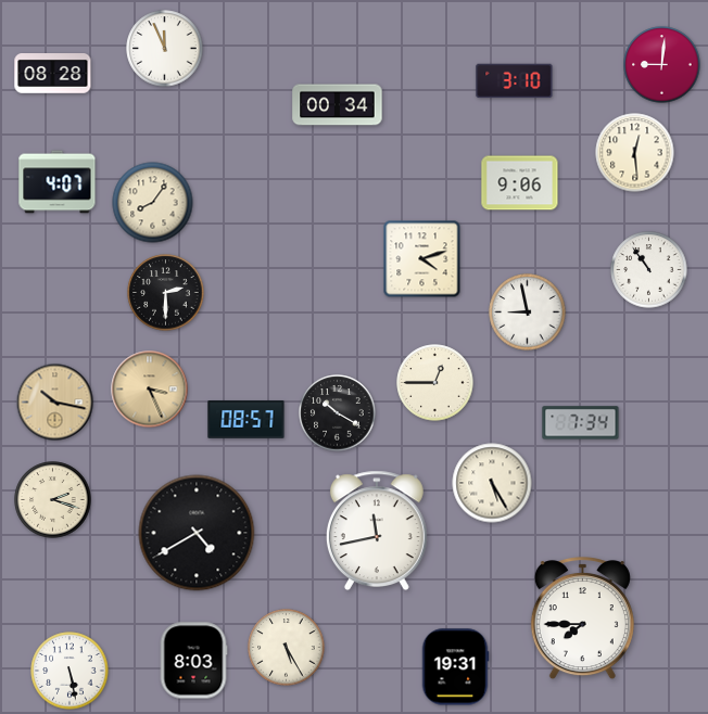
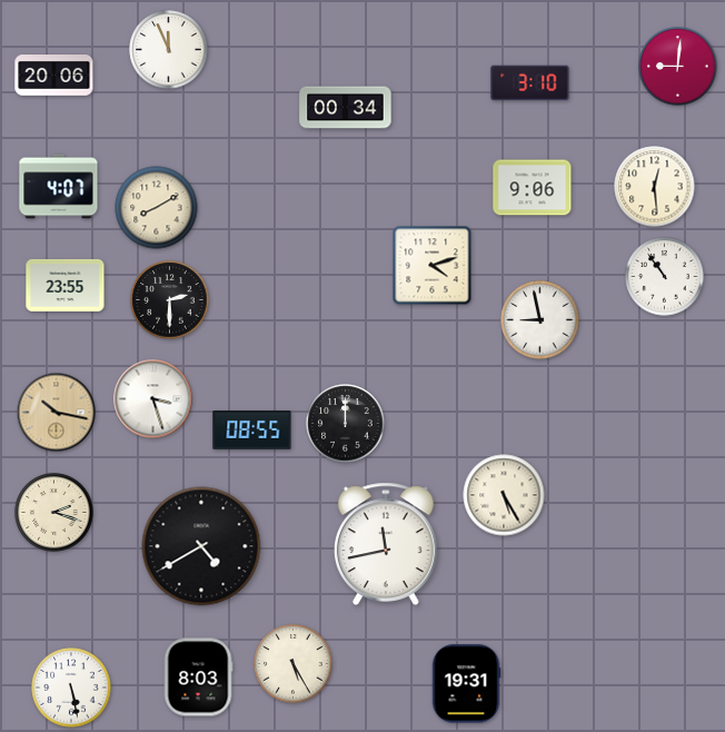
clock at (53, 74): 08:28 -> 20:06
clock at (515, 81) position: (515, 81) -> (530, 83)
clock at (635, 153) position: (635, 153) -> (655, 187)
clock at (153, 203): 8:06 -> 8:10
clock at (66, 285): none -> 23:55
clock at (435, 383): 12:45 -> none
clock at (150, 390): 3:26 -> 3:27
clock at (150, 390) dial: champagne -> white
clock at (338, 413): 10:20 -> 12:00
clock at (246, 420): 08:57 -> 08:55
clock at (581, 423): 7:34 -> none
clock at (582, 619): 7:45 -> none
